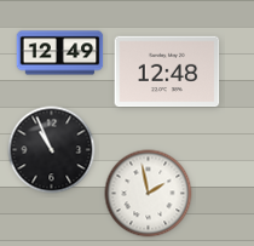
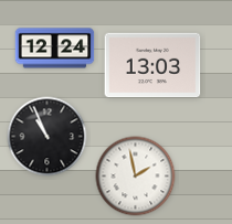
clock at (60, 53): 12:49 -> 12:24
clock at (167, 71): 12:48 -> 13:03
